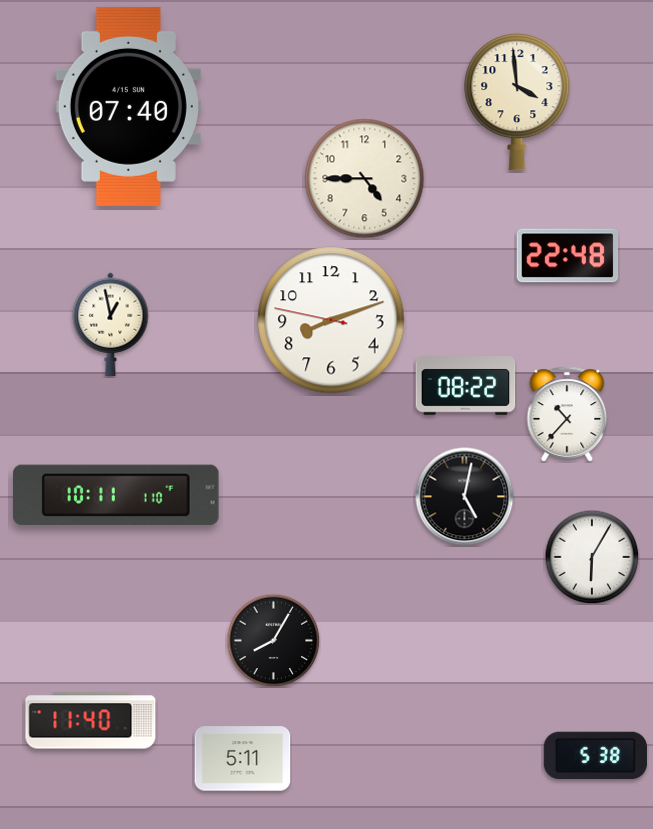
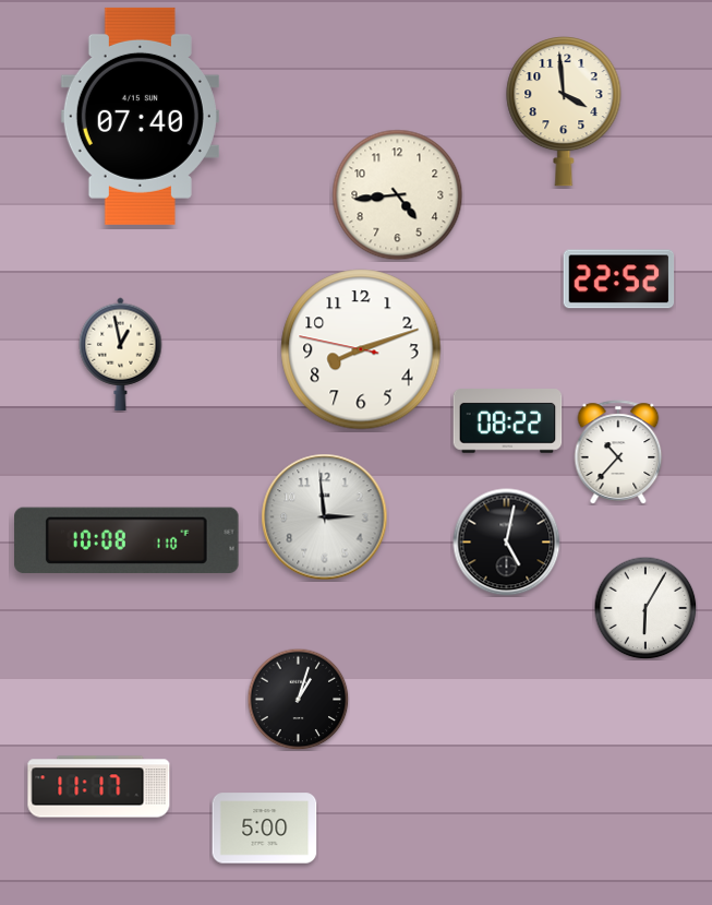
clock at (365, 179): 4:45 -> 4:44
clock at (568, 256): 22:48 -> 22:52
clock at (325, 517): none -> 2:59
clock at (116, 495): 10:11 -> 10:08
clock at (273, 640): 8:05 -> 1:03
clock at (91, 721): 11:40 -> 11:17
clock at (595, 755): 5:38 -> none
clock at (243, 759): 5:11 -> 5:00
